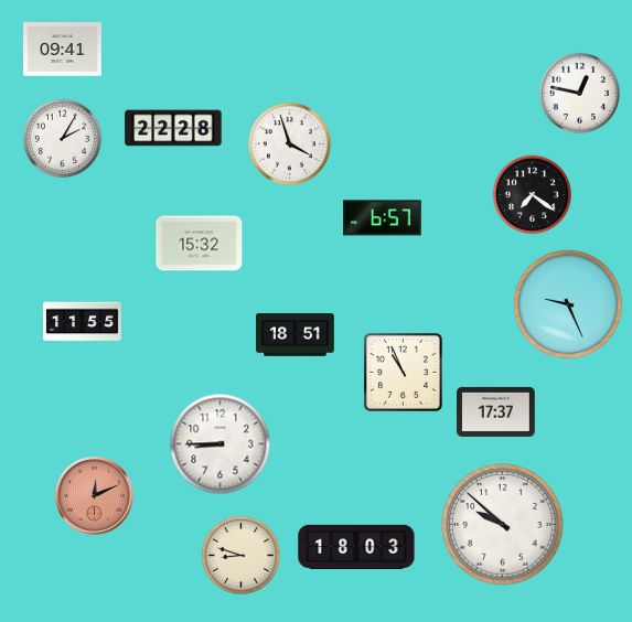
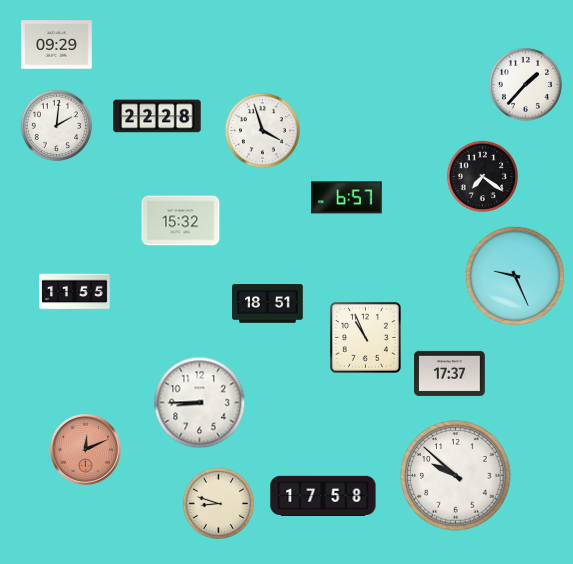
clock at (63, 50): 09:41 -> 09:29
clock at (579, 93): 12:47 -> 1:37
clock at (63, 139): 2:05 -> 2:01
clock at (356, 546): 18:03 -> 17:58
